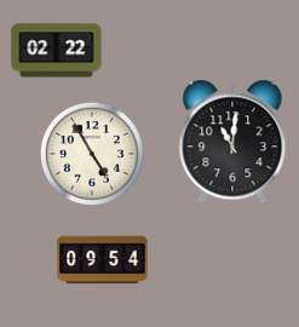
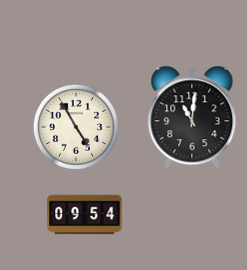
clock at (57, 51): 02:22 -> none
